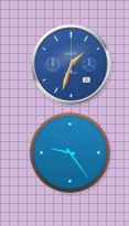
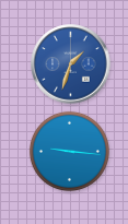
clock at (69, 152): 9:24 -> 9:16
